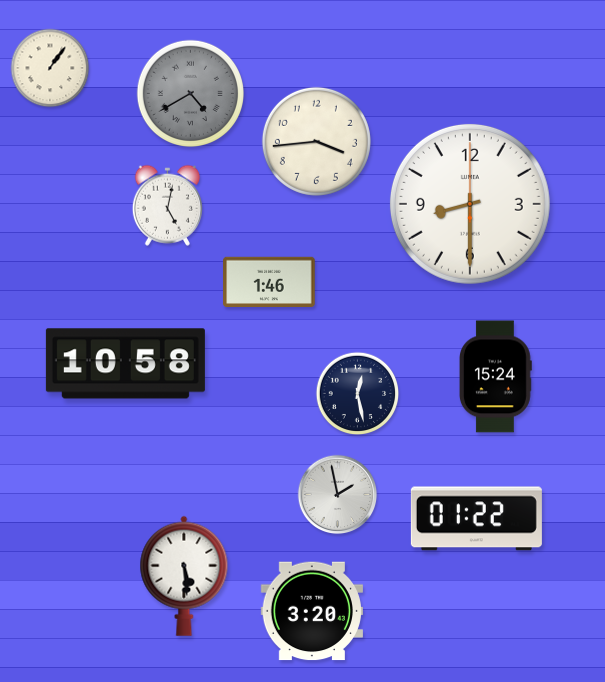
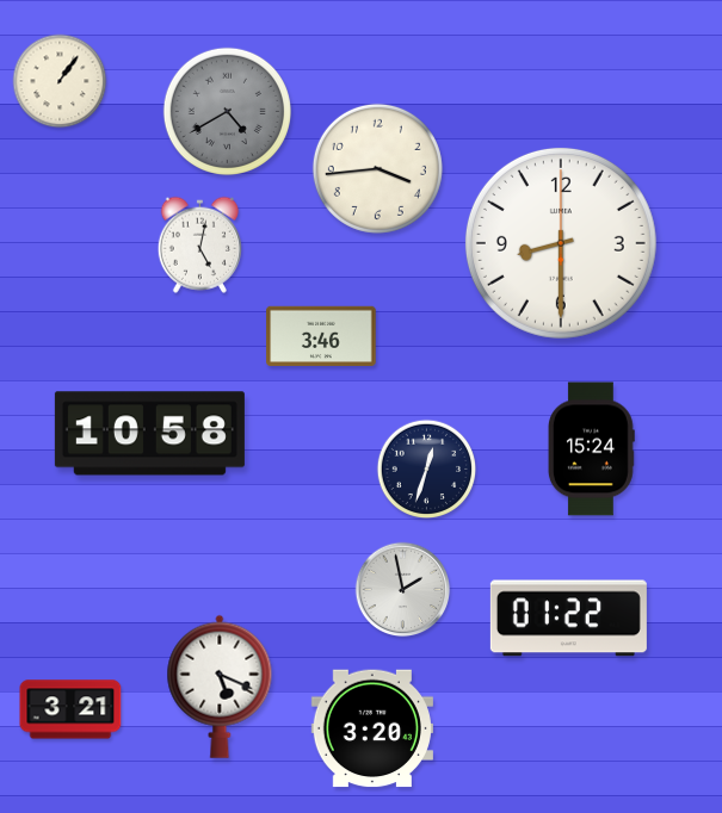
clock at (269, 281): 1:46 -> 3:46
clock at (358, 394): 12:28 -> 12:33
clock at (184, 576): 5:29 -> 5:19
clock at (70, 709): none -> 3:21
